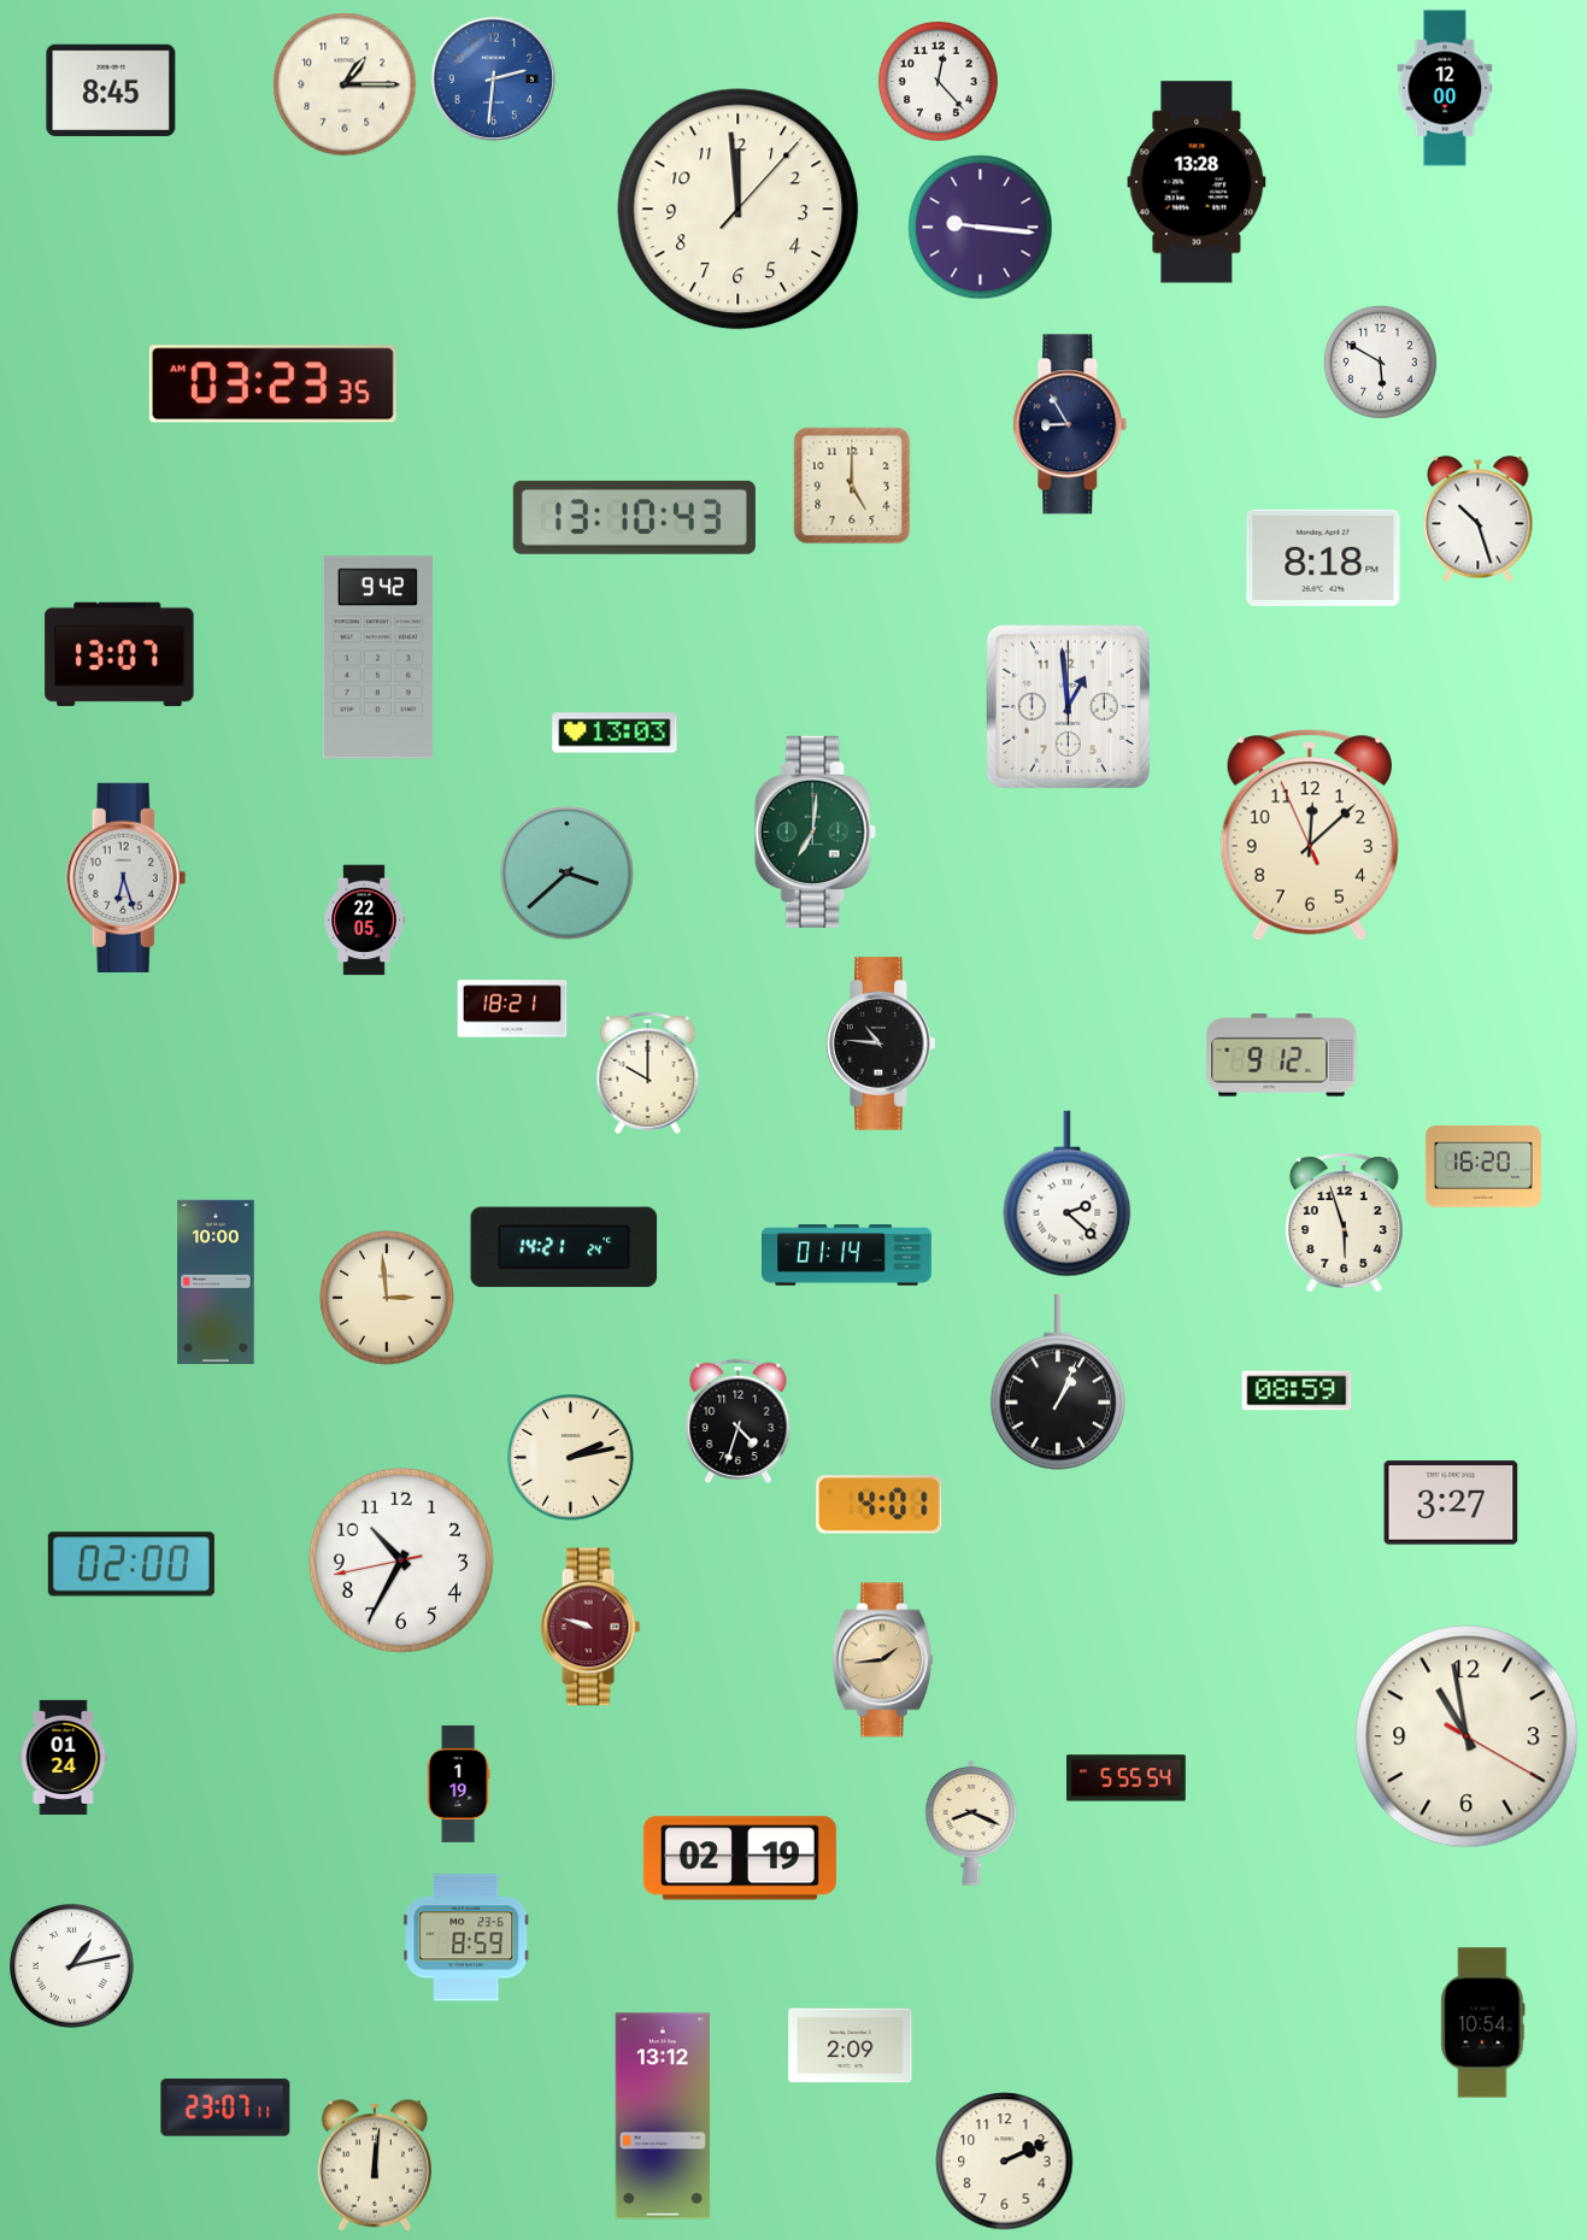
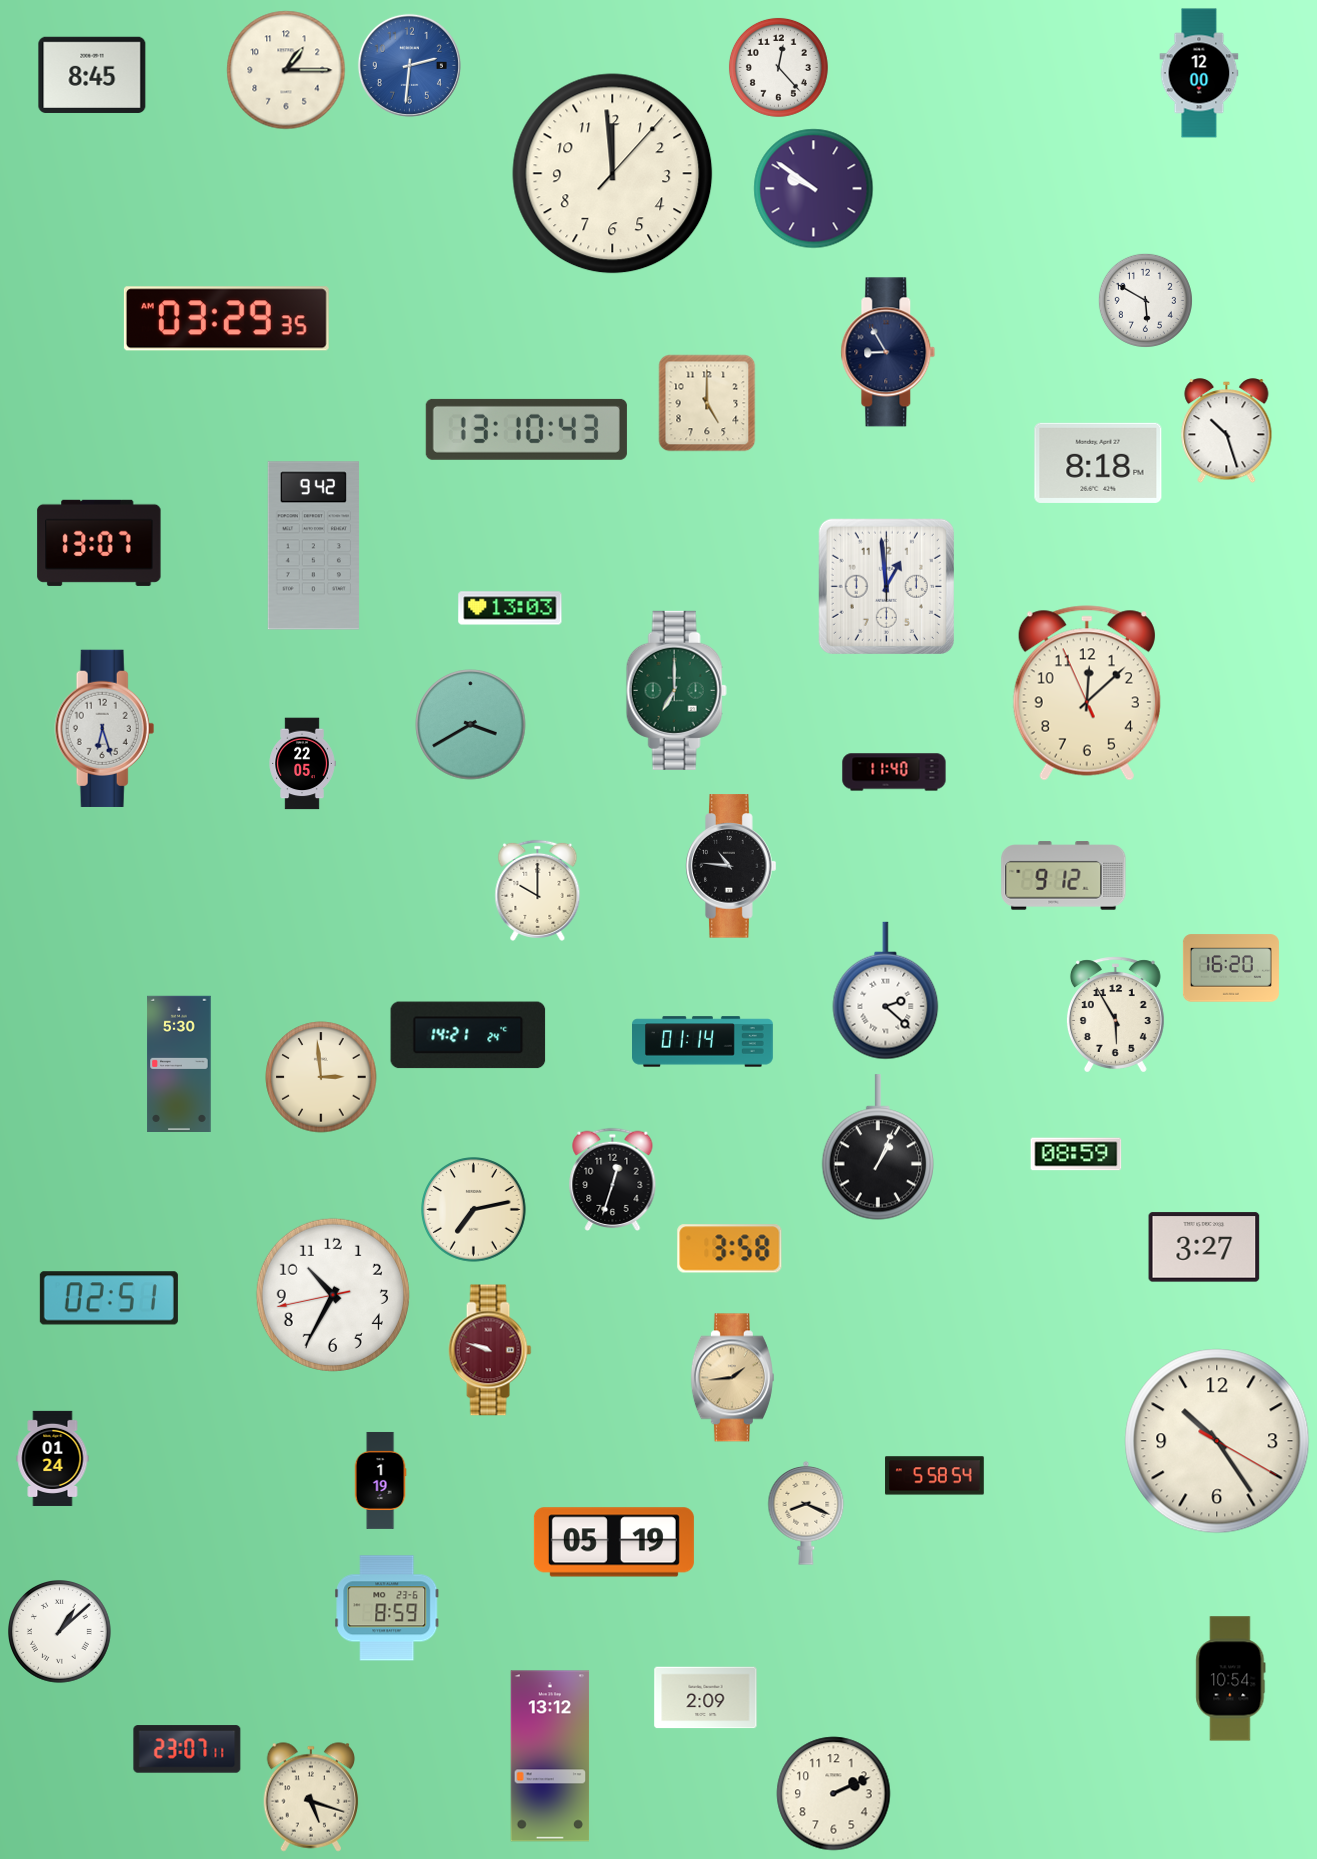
clock at (1197, 182): 13:28 -> none
clock at (981, 228): 9:16 -> 9:51
clock at (272, 384): 03:23 -> 03:29
clock at (815, 831): 7:01 -> 7:00
clock at (568, 874): 3:38 -> 3:40
clock at (894, 772): none -> 11:40
clock at (512, 1009): 18:21 -> none
clock at (1344, 1223): 5:57 -> 5:55
clock at (216, 1281): 10:00 -> 5:30
clock at (739, 1421): 4:33 -> 12:33
clock at (571, 1458): 2:13 -> 7:13
clock at (880, 1505): 4:01 -> 3:58
clock at (131, 1564): 02:00 -> 02:51
clock at (1466, 1736): 10:58 -> 10:24
clock at (1127, 1779): 5:55 -> 5:58
clock at (740, 1858): 02:19 -> 05:19
clock at (72, 1966): 1:13 -> 1:08
clock at (375, 2165): 12:01 -> 5:18
